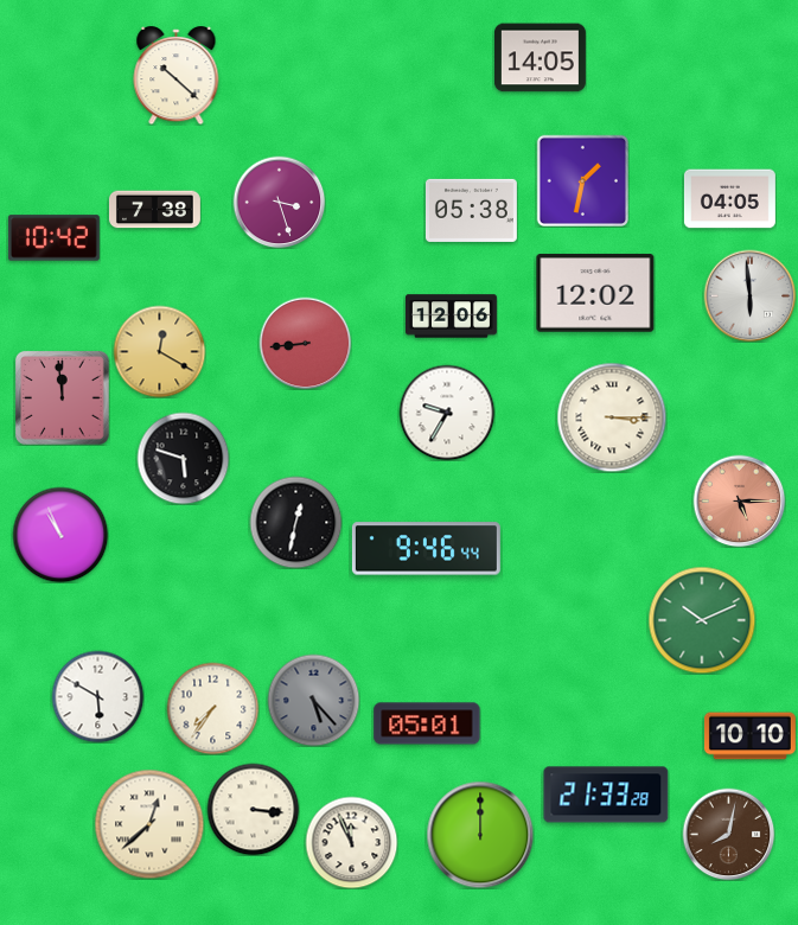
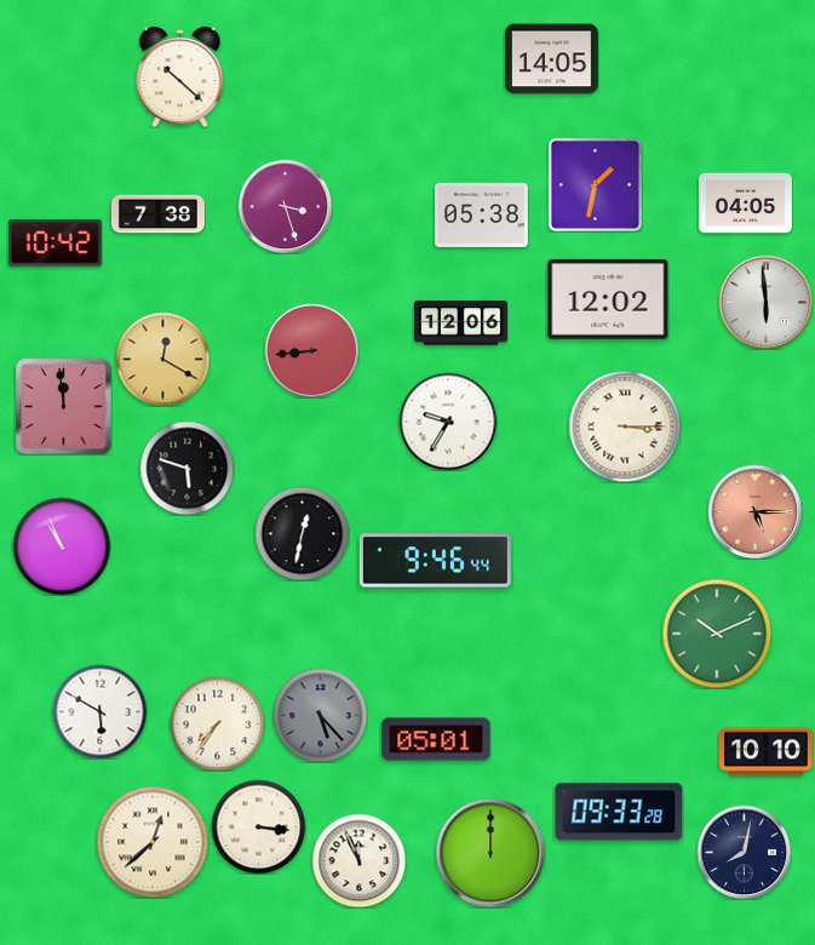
clock at (447, 413) position: (447, 413) -> (448, 422)
clock at (606, 795): 21:33 -> 09:33
clock at (728, 834) dial: brown -> navy
